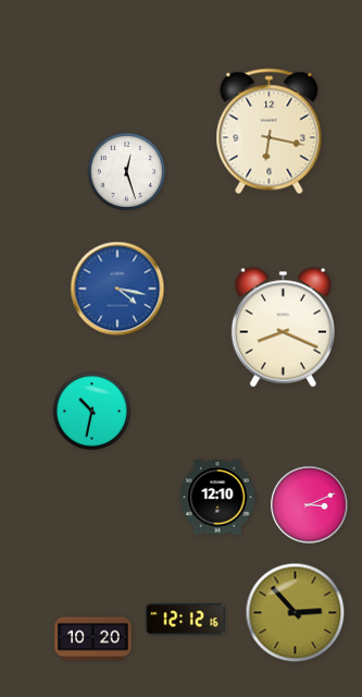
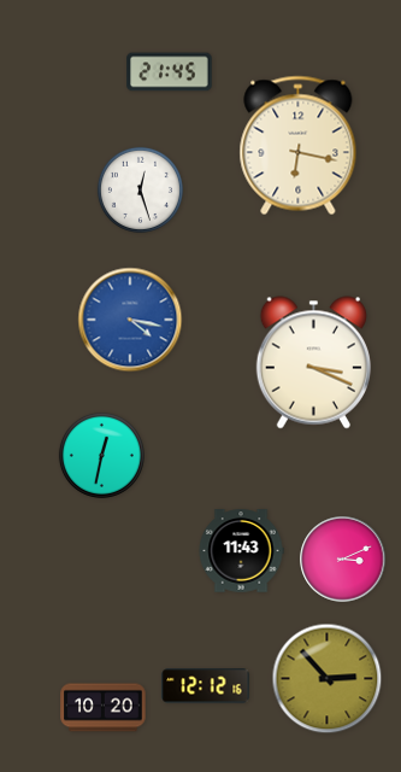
clock at (170, 72): none -> 21:45
clock at (283, 328): 8:19 -> 3:19
clock at (91, 411): 10:32 -> 12:32
clock at (217, 498): 12:10 -> 11:43
